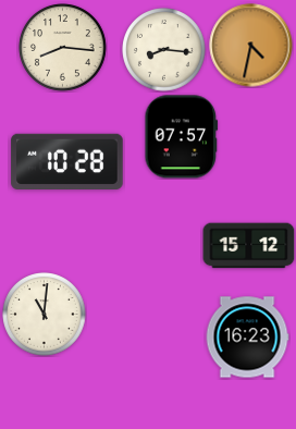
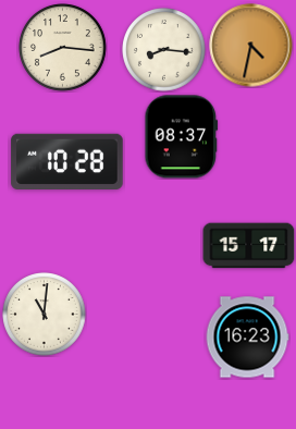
clock at (182, 137): 07:57 -> 08:37
clock at (249, 246): 15:12 -> 15:17
